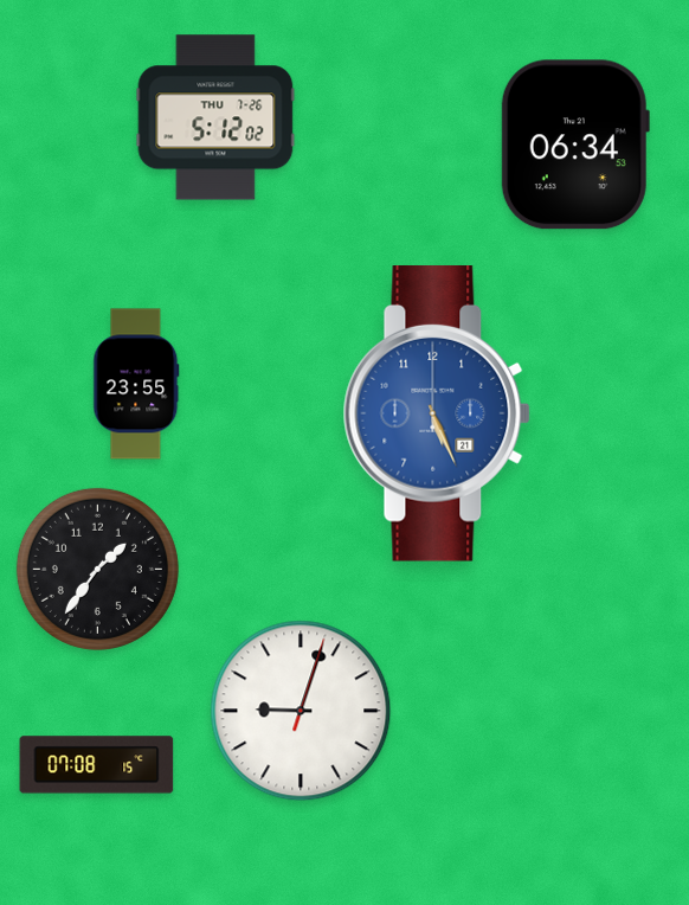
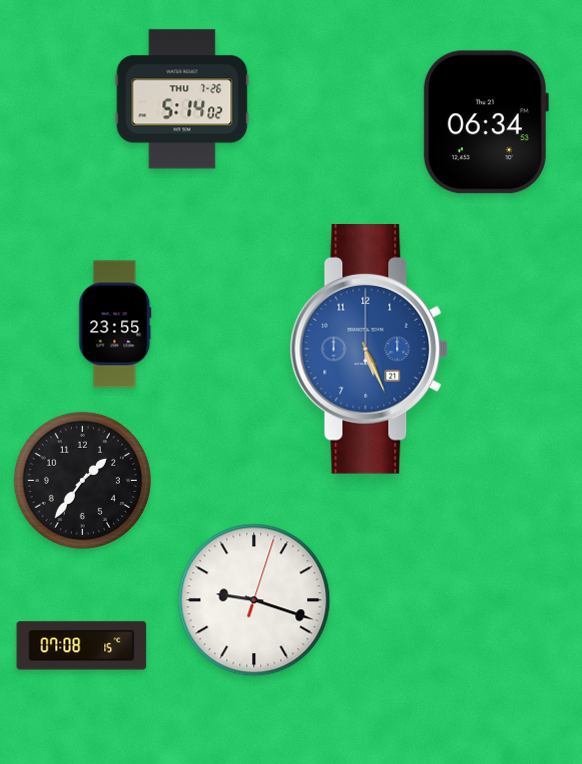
clock at (215, 117): 5:12 -> 5:14
clock at (301, 711): 9:03 -> 9:18
